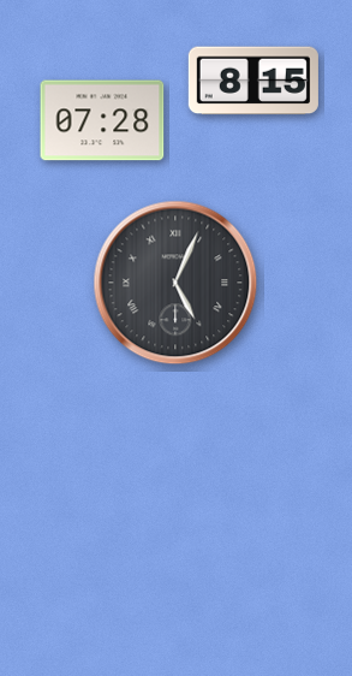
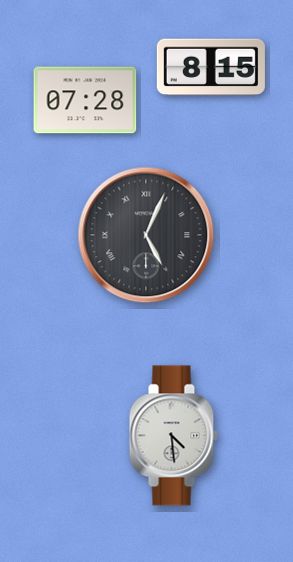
clock at (173, 436): none -> 4:29
